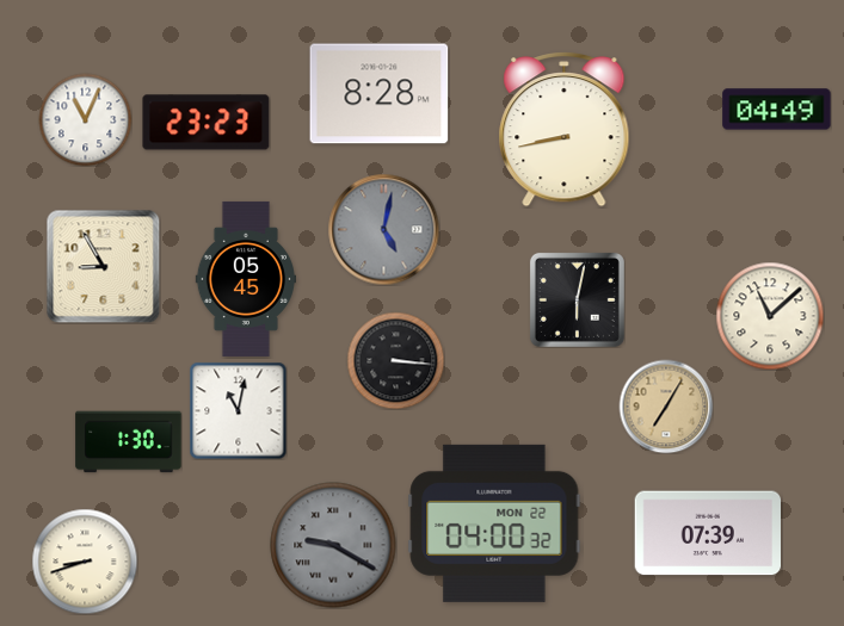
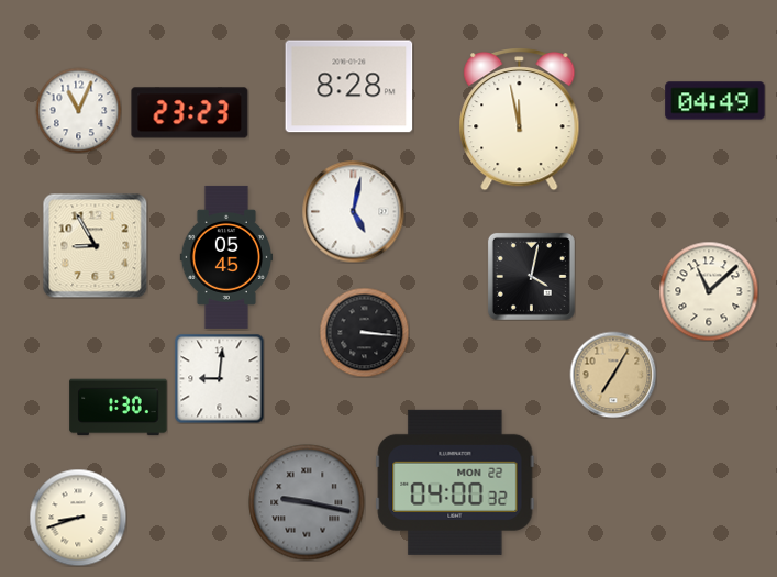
clock at (565, 130): 8:43 -> 11:58
clock at (383, 229) dial: grey -> white
clock at (577, 299): 6:02 -> 4:02
clock at (238, 410): 11:02 -> 9:01
clock at (707, 533): 07:39 -> none
clock at (333, 545): 9:20 -> 9:17
